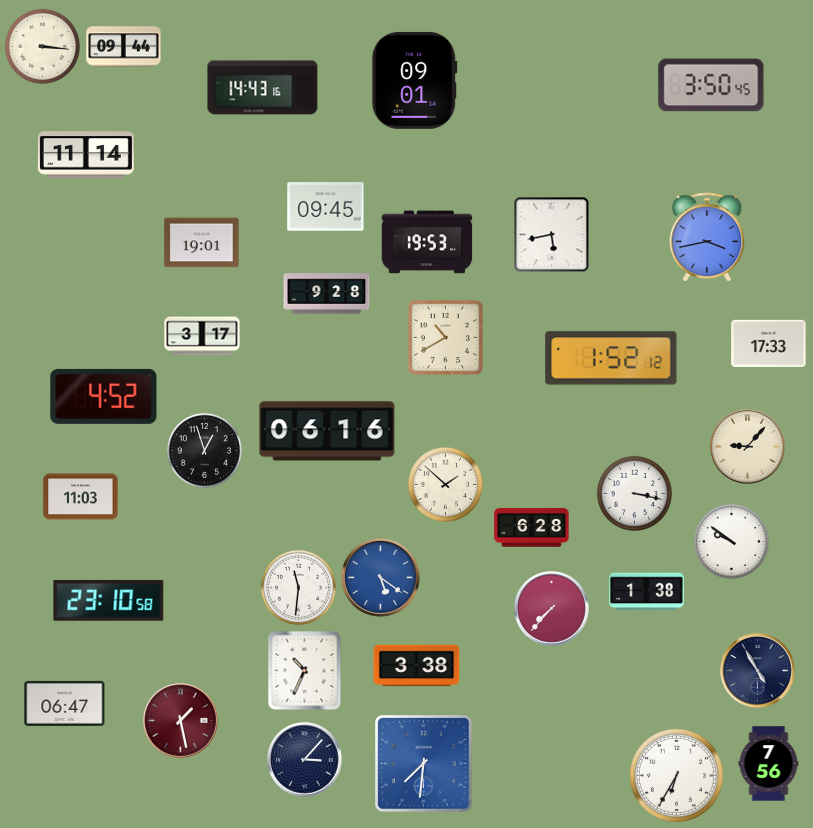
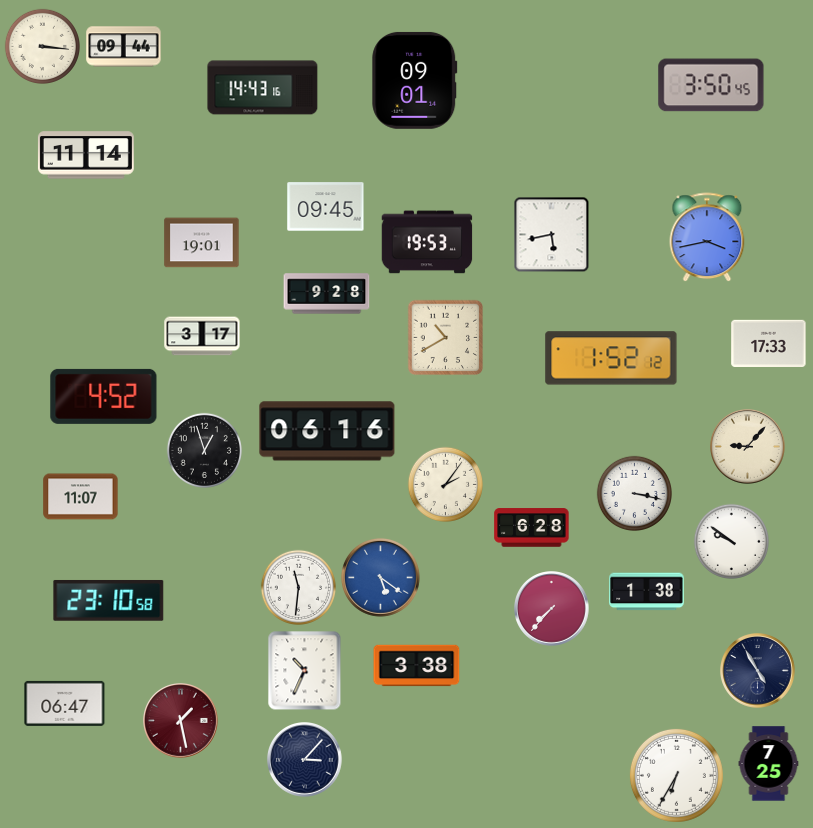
clock at (445, 484): 1:52 -> 2:06
clock at (81, 497): 11:03 -> 11:07
clock at (424, 764): 7:31 -> none
clock at (769, 764): 7:56 -> 7:25
